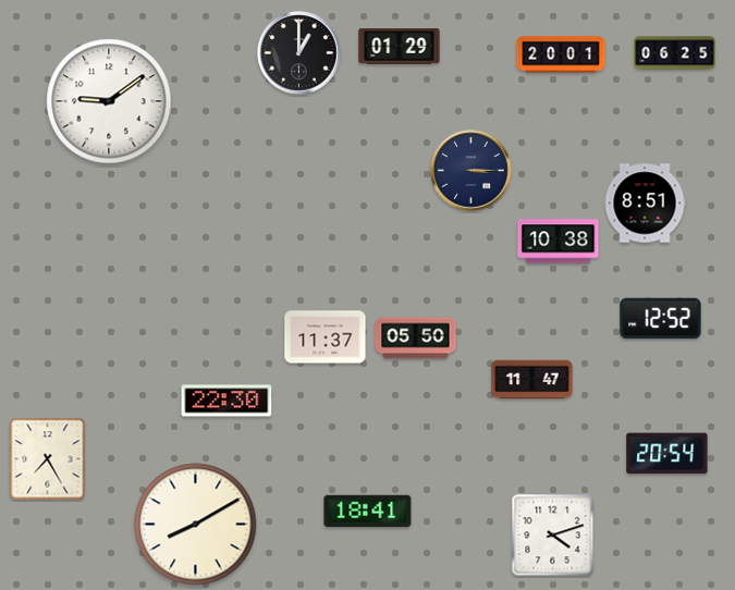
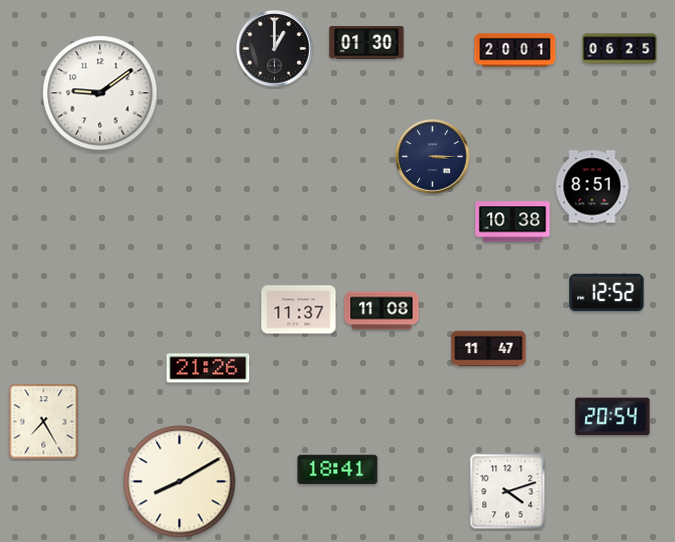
clock at (400, 47): 01:29 -> 01:30
clock at (416, 339): 05:50 -> 11:08
clock at (226, 401): 22:30 -> 21:26
